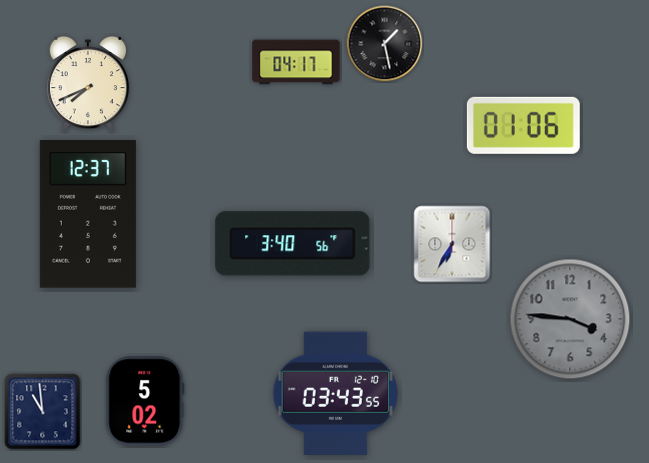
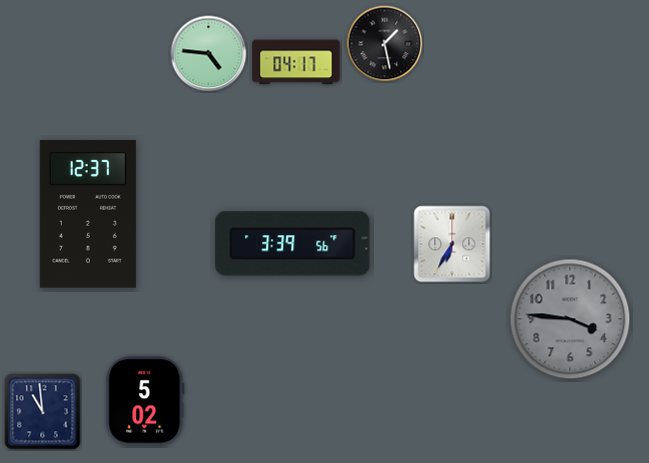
clock at (209, 54): none -> 4:46
clock at (87, 84): 7:41 -> none
clock at (523, 125): 01:06 -> none
clock at (293, 244): 3:40 -> 3:39
clock at (336, 393): 03:43 -> none
